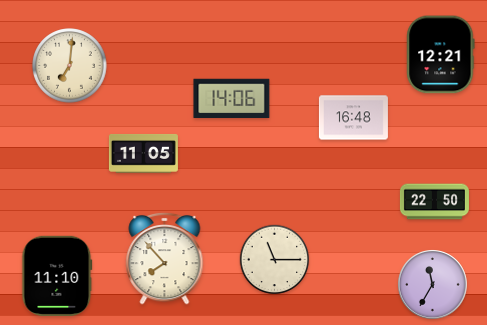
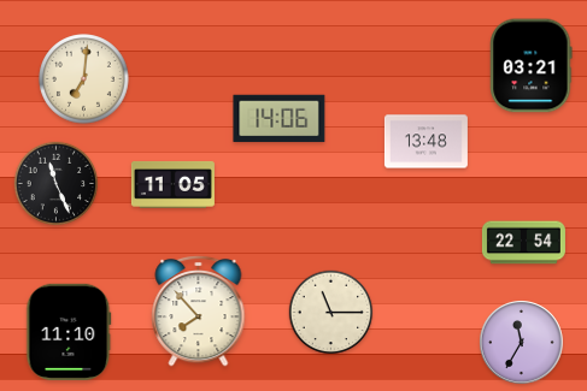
clock at (441, 55): 12:21 -> 03:21
clock at (353, 118): 16:48 -> 13:48
clock at (57, 184): none -> 11:26
clock at (434, 202): 22:50 -> 22:54
